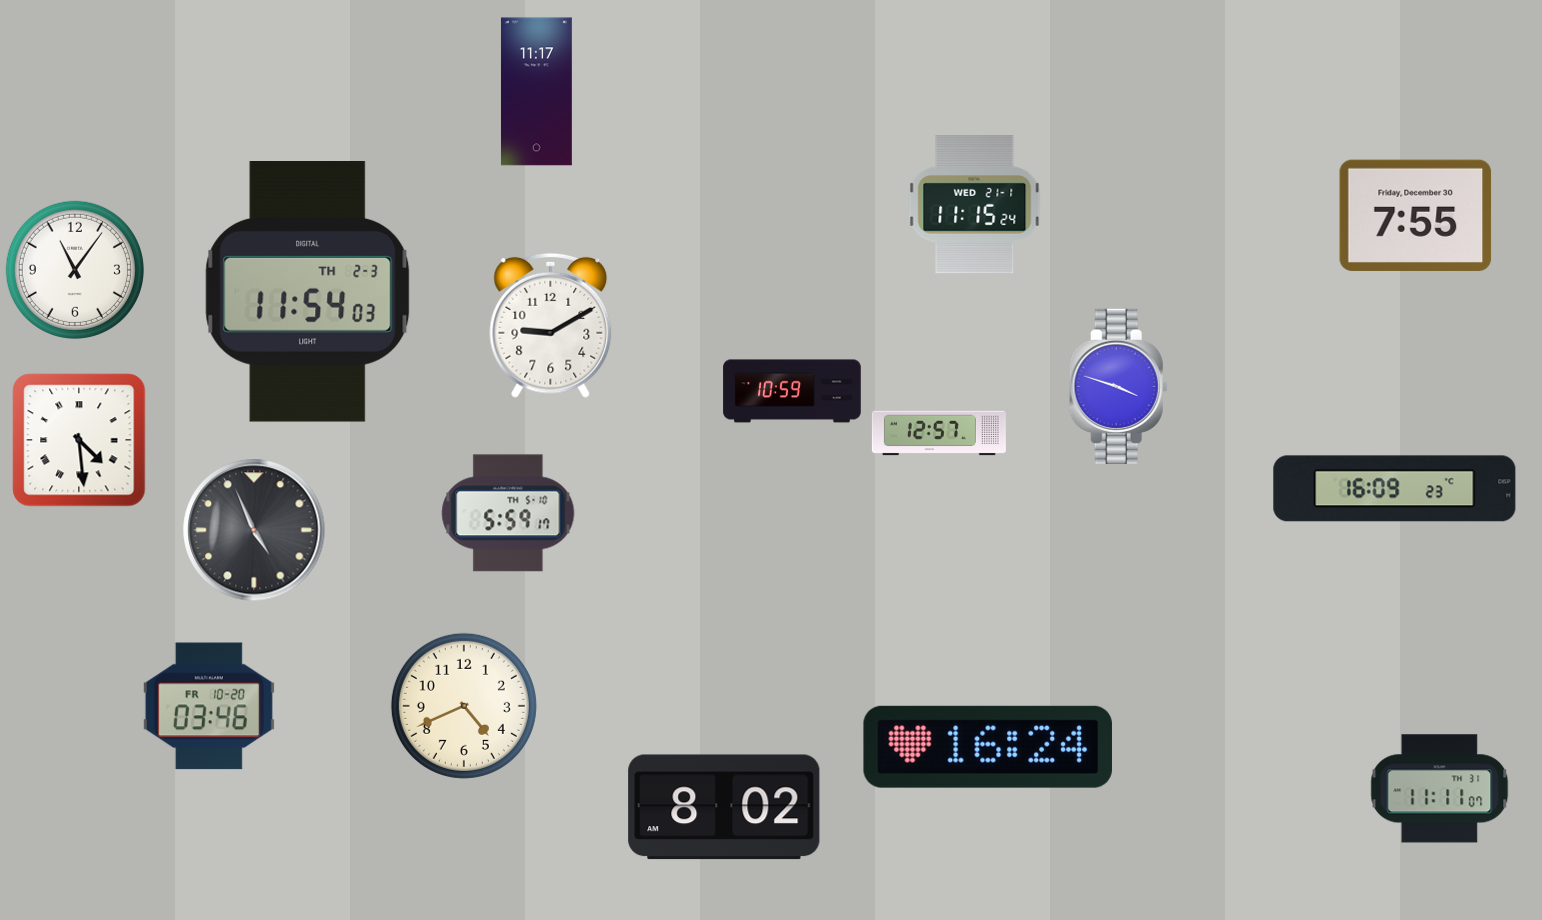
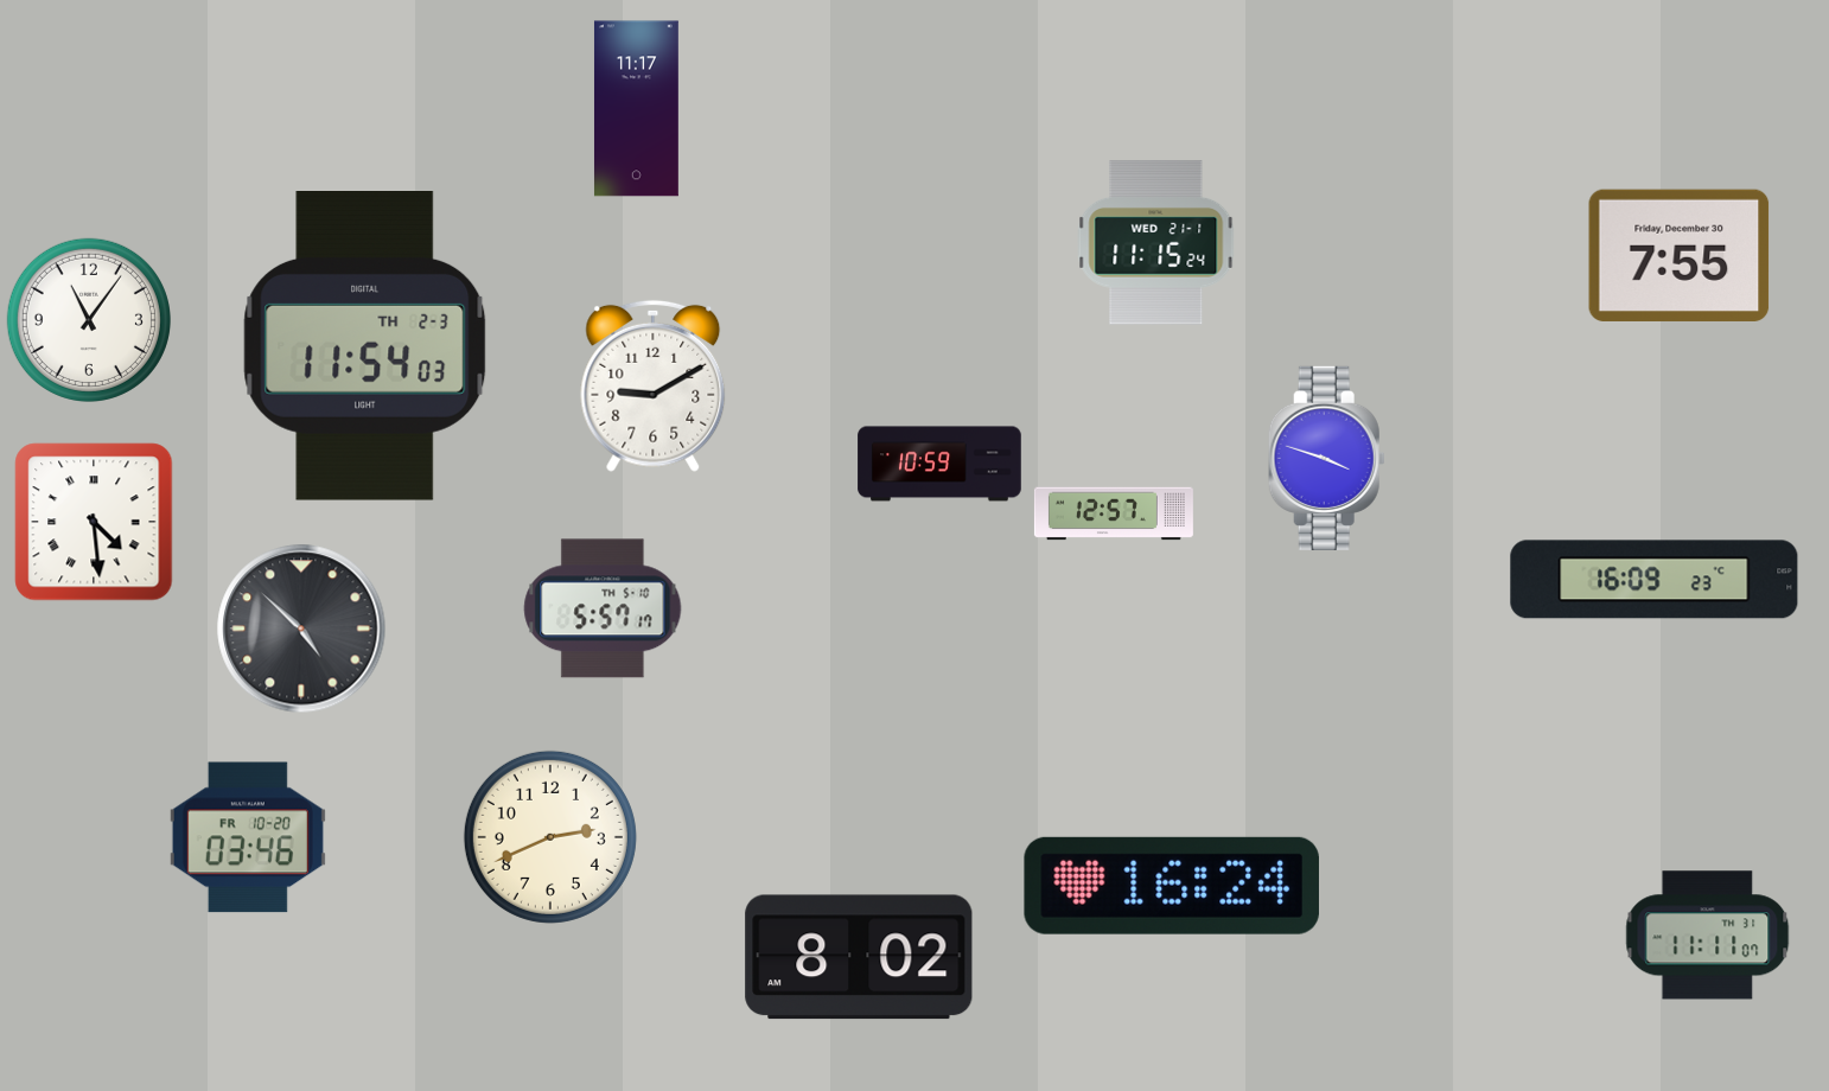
clock at (508, 513): 5:59 -> 5:57
clock at (254, 530): 4:56 -> 4:52
clock at (464, 706): 4:41 -> 2:41
